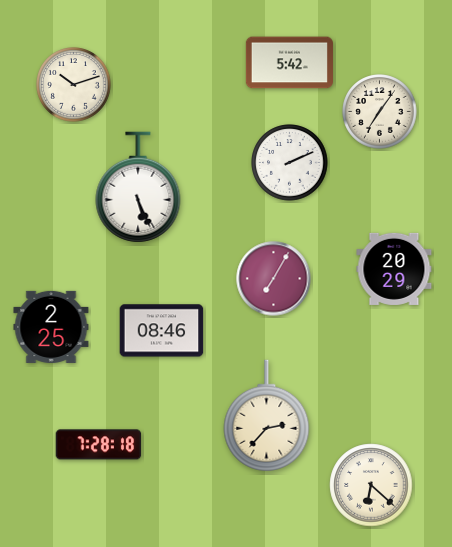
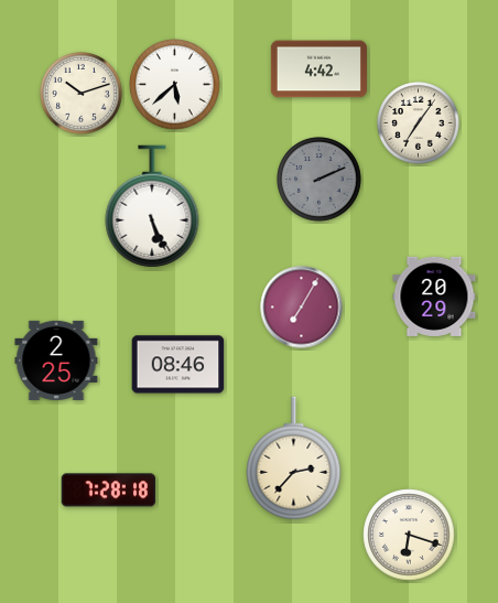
clock at (289, 63): 5:42 -> 4:42
clock at (175, 85): none -> 5:38
clock at (290, 163) dial: white -> grey
clock at (371, 485): 6:22 -> 6:18
